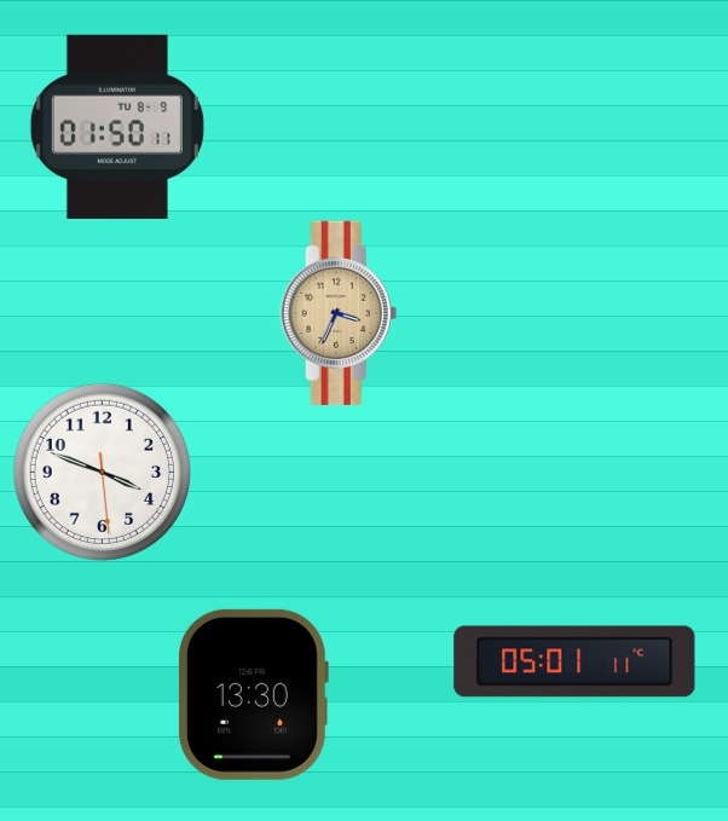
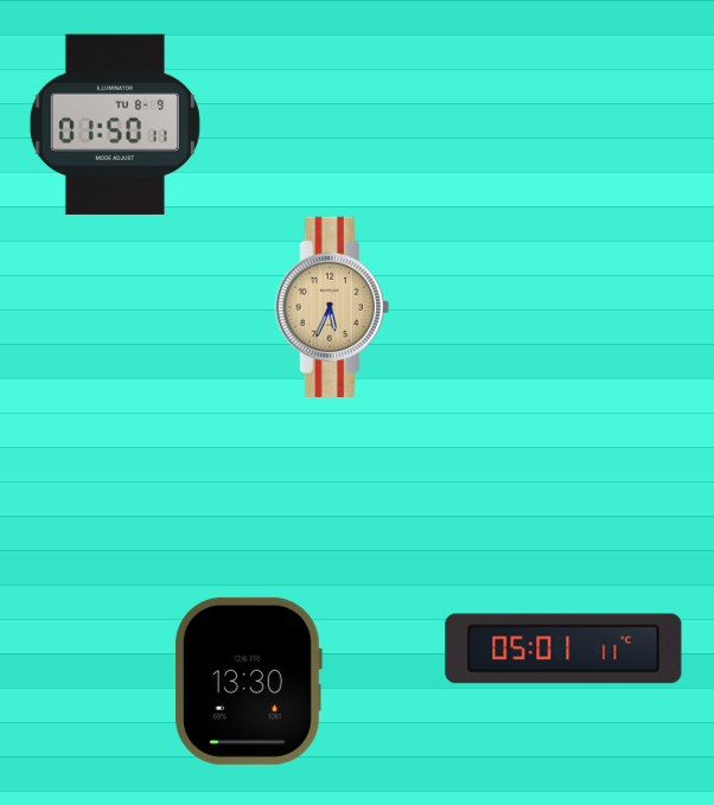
clock at (339, 313): 3:34 -> 5:34
clock at (102, 472): 3:48 -> none
